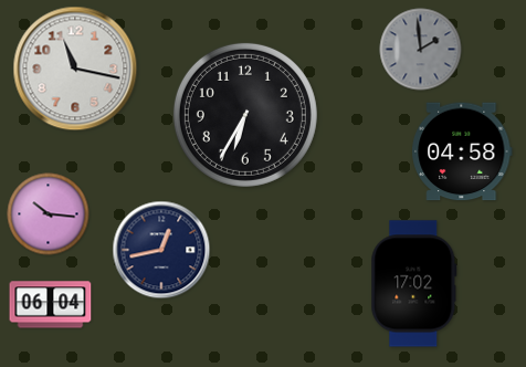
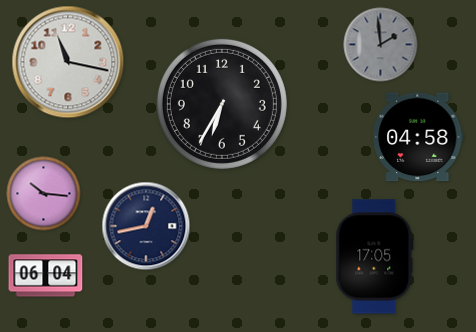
clock at (414, 284): 17:02 -> 17:05
